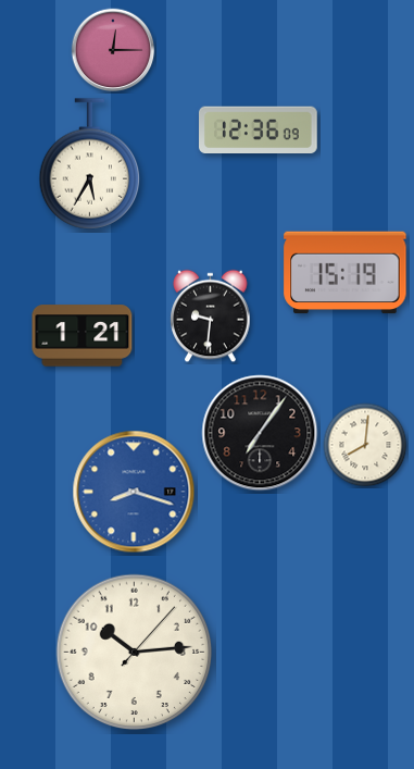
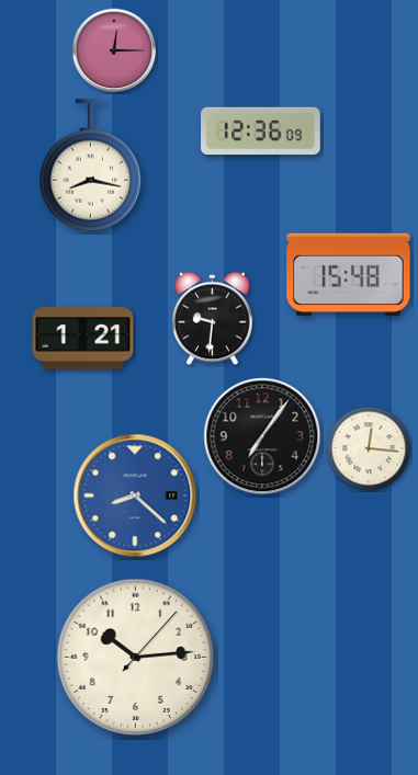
clock at (90, 164): 5:35 -> 8:17
clock at (346, 273): 15:19 -> 15:48
clock at (365, 445): 8:01 -> 12:16
clock at (134, 492): 8:18 -> 8:22
